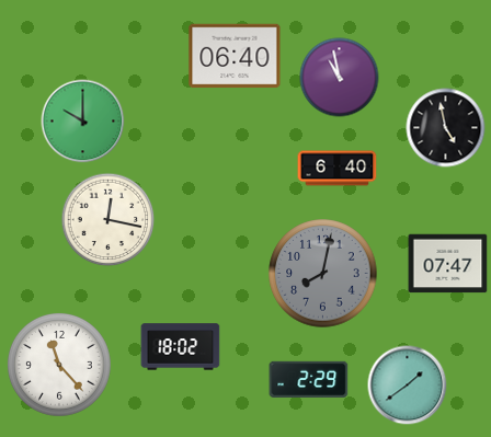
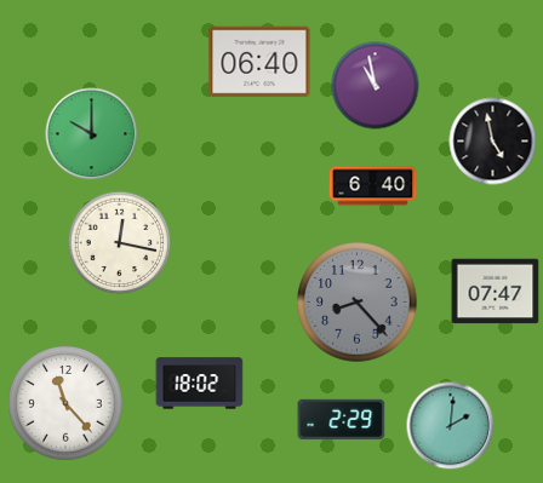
clock at (323, 274): 8:02 -> 8:23
clock at (408, 386): 1:39 -> 2:01
